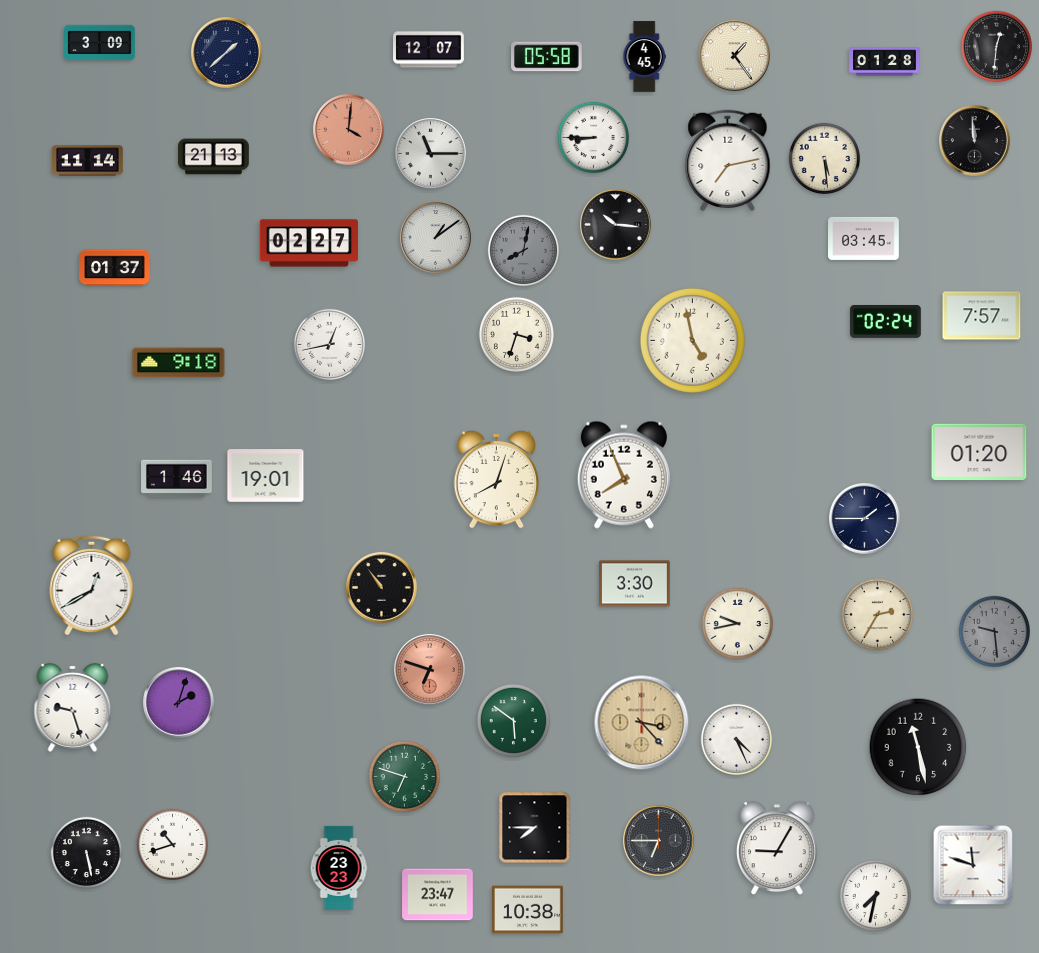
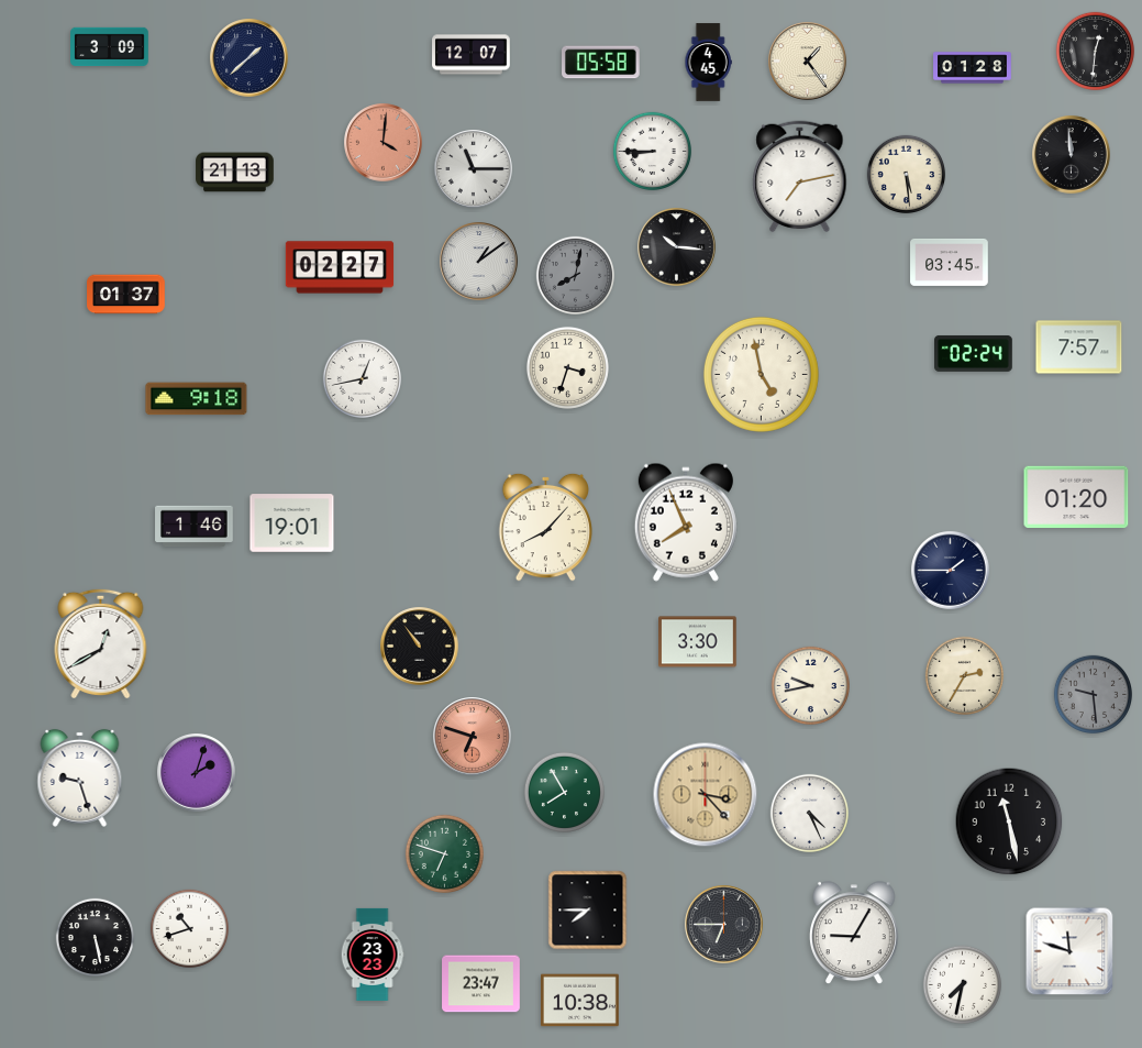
clock at (88, 161): 11:14 -> none
clock at (497, 479): 8:03 -> 8:07
clock at (513, 720): 5:51 -> 7:55
